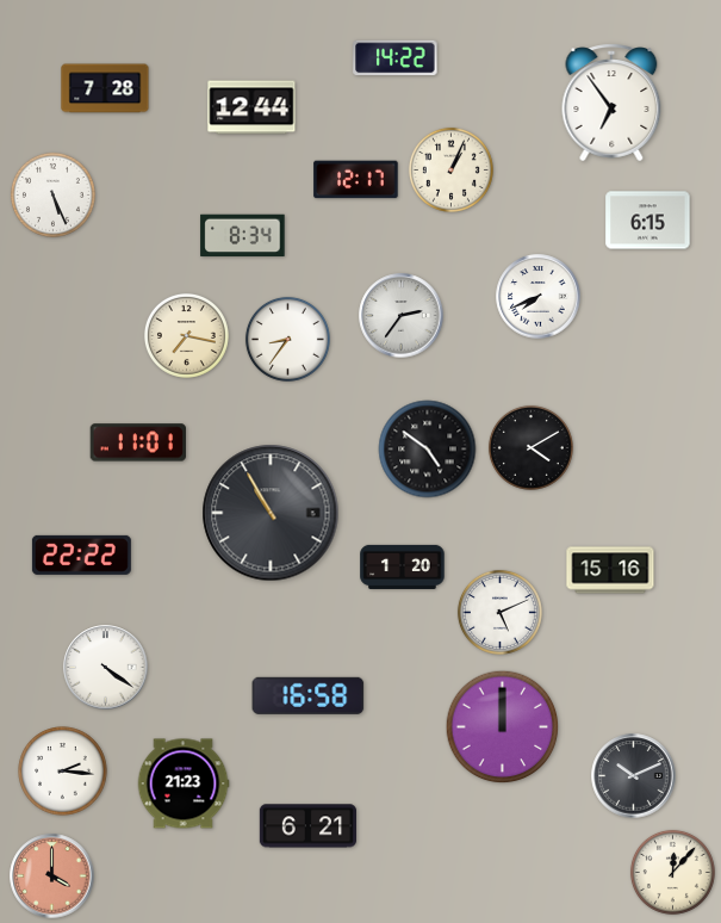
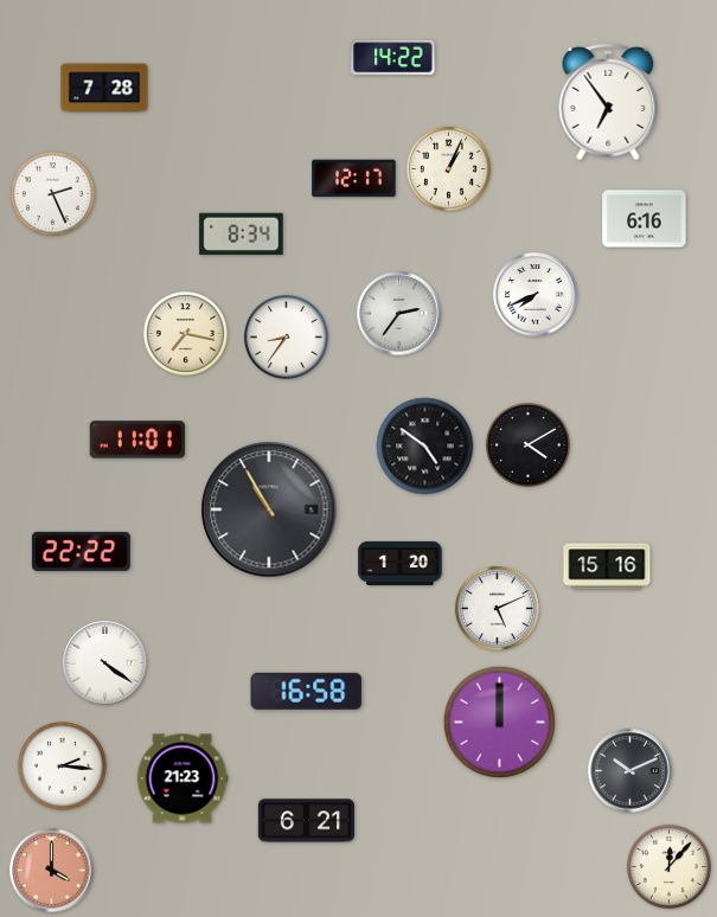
clock at (251, 107): 12:44 -> none
clock at (52, 194): 5:26 -> 2:26
clock at (648, 221): 6:15 -> 6:16
